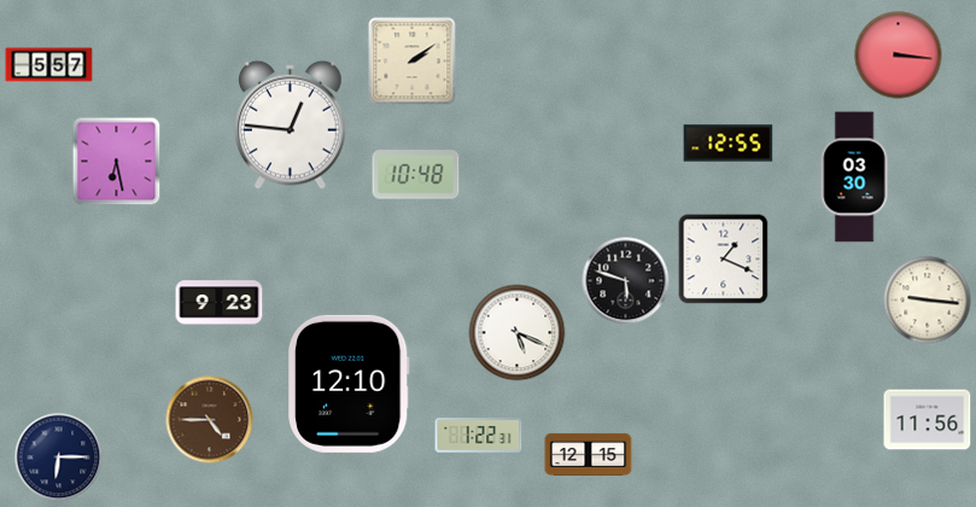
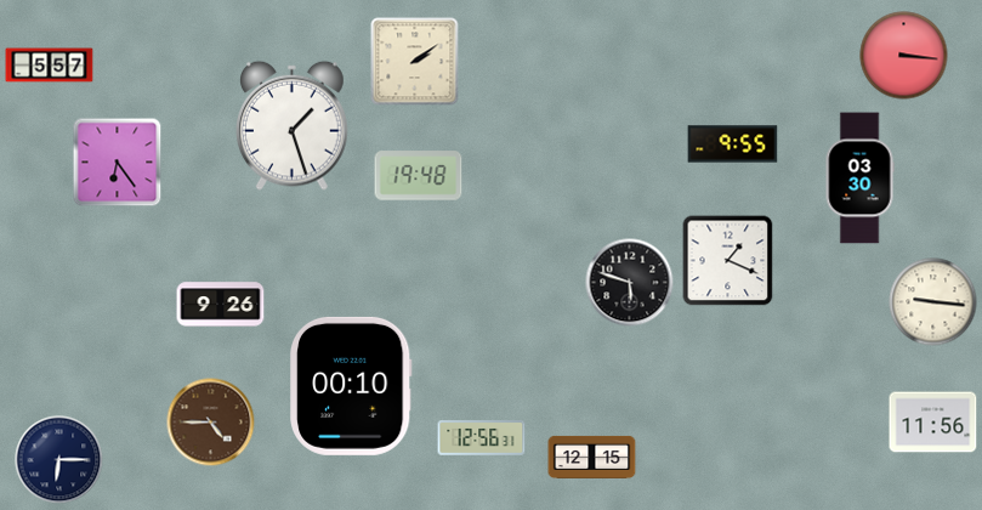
clock at (291, 124): 12:46 -> 1:27
clock at (729, 144): 12:55 -> 9:55
clock at (117, 162): 6:28 -> 6:24
clock at (416, 175): 10:48 -> 19:48
clock at (220, 303): 9:23 -> 9:26
clock at (518, 333): 5:19 -> none
clock at (350, 384): 12:10 -> 00:10
clock at (479, 436): 1:22 -> 12:56
